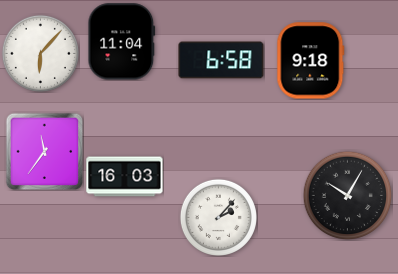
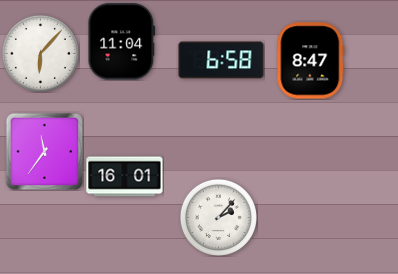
clock at (311, 61): 9:18 -> 8:47
clock at (125, 177): 16:03 -> 16:01
clock at (347, 195): 10:05 -> none
